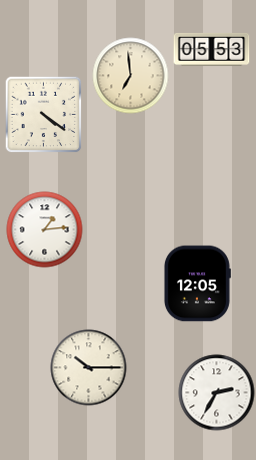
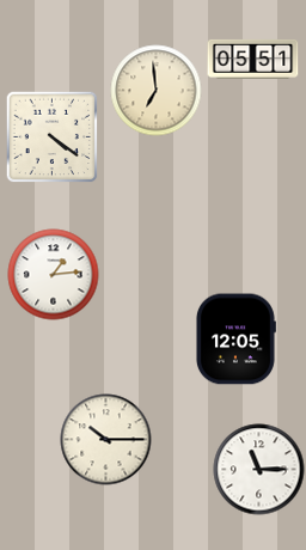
clock at (212, 49): 05:53 -> 05:51
clock at (217, 393): 2:35 -> 11:15
